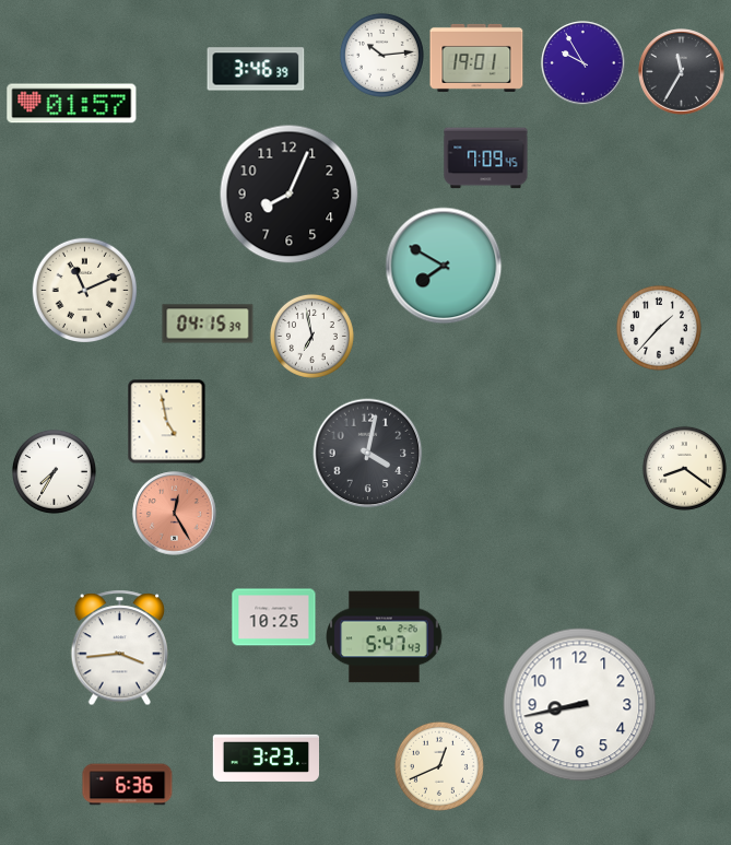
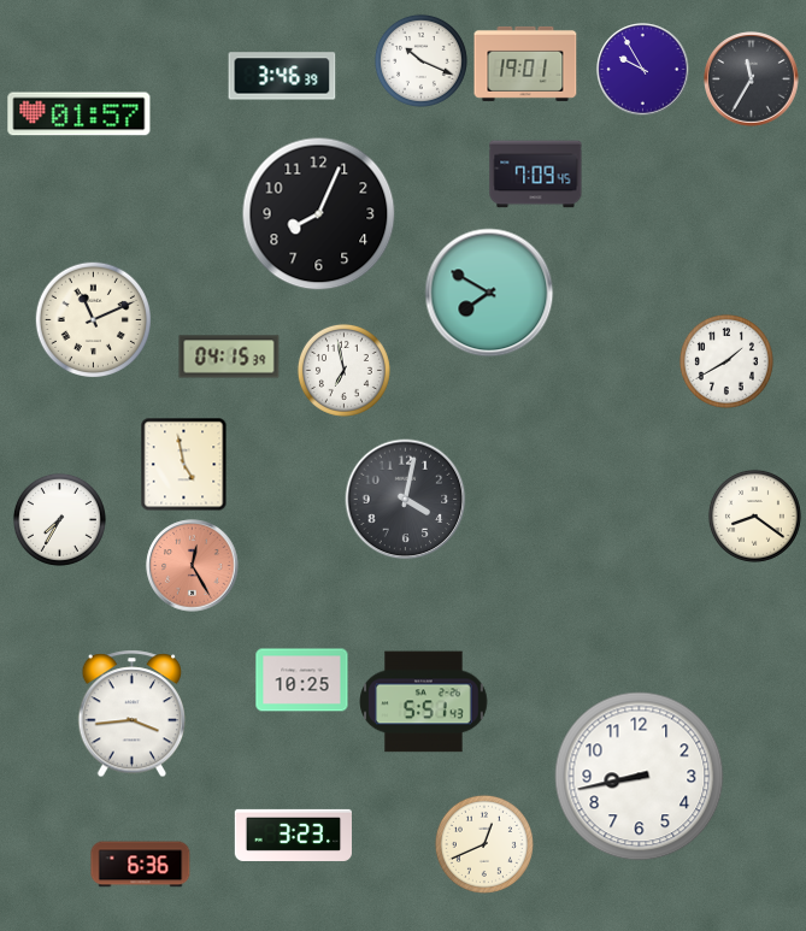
clock at (381, 55): 10:14 -> 10:19
clock at (659, 328): 1:37 -> 1:40
clock at (385, 637): 5:47 -> 5:51
